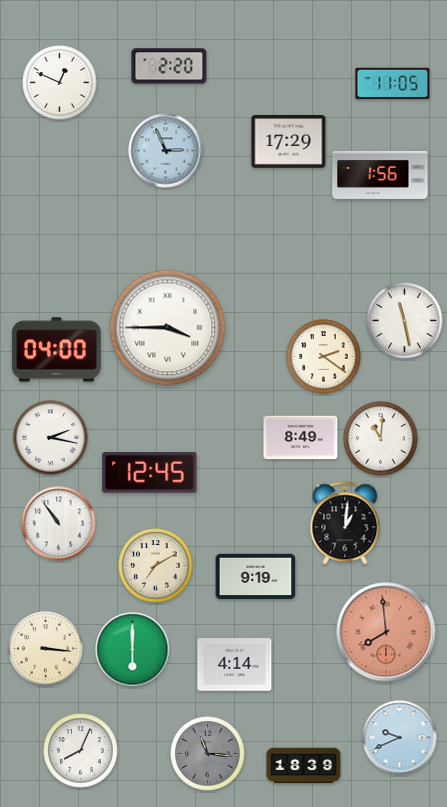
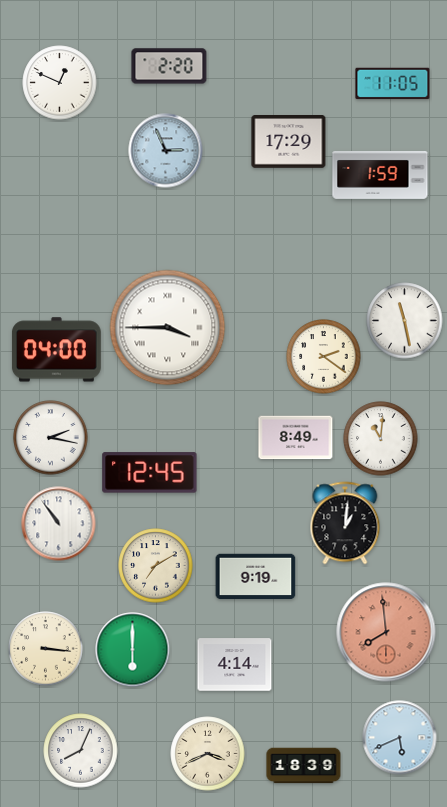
clock at (380, 175): 1:56 -> 1:59
clock at (301, 438) position: (301, 438) -> (296, 438)
clock at (400, 738): 9:41 -> 5:41
clock at (208, 754): 11:16 -> 3:41
clock at (208, 754) dial: grey -> cream
